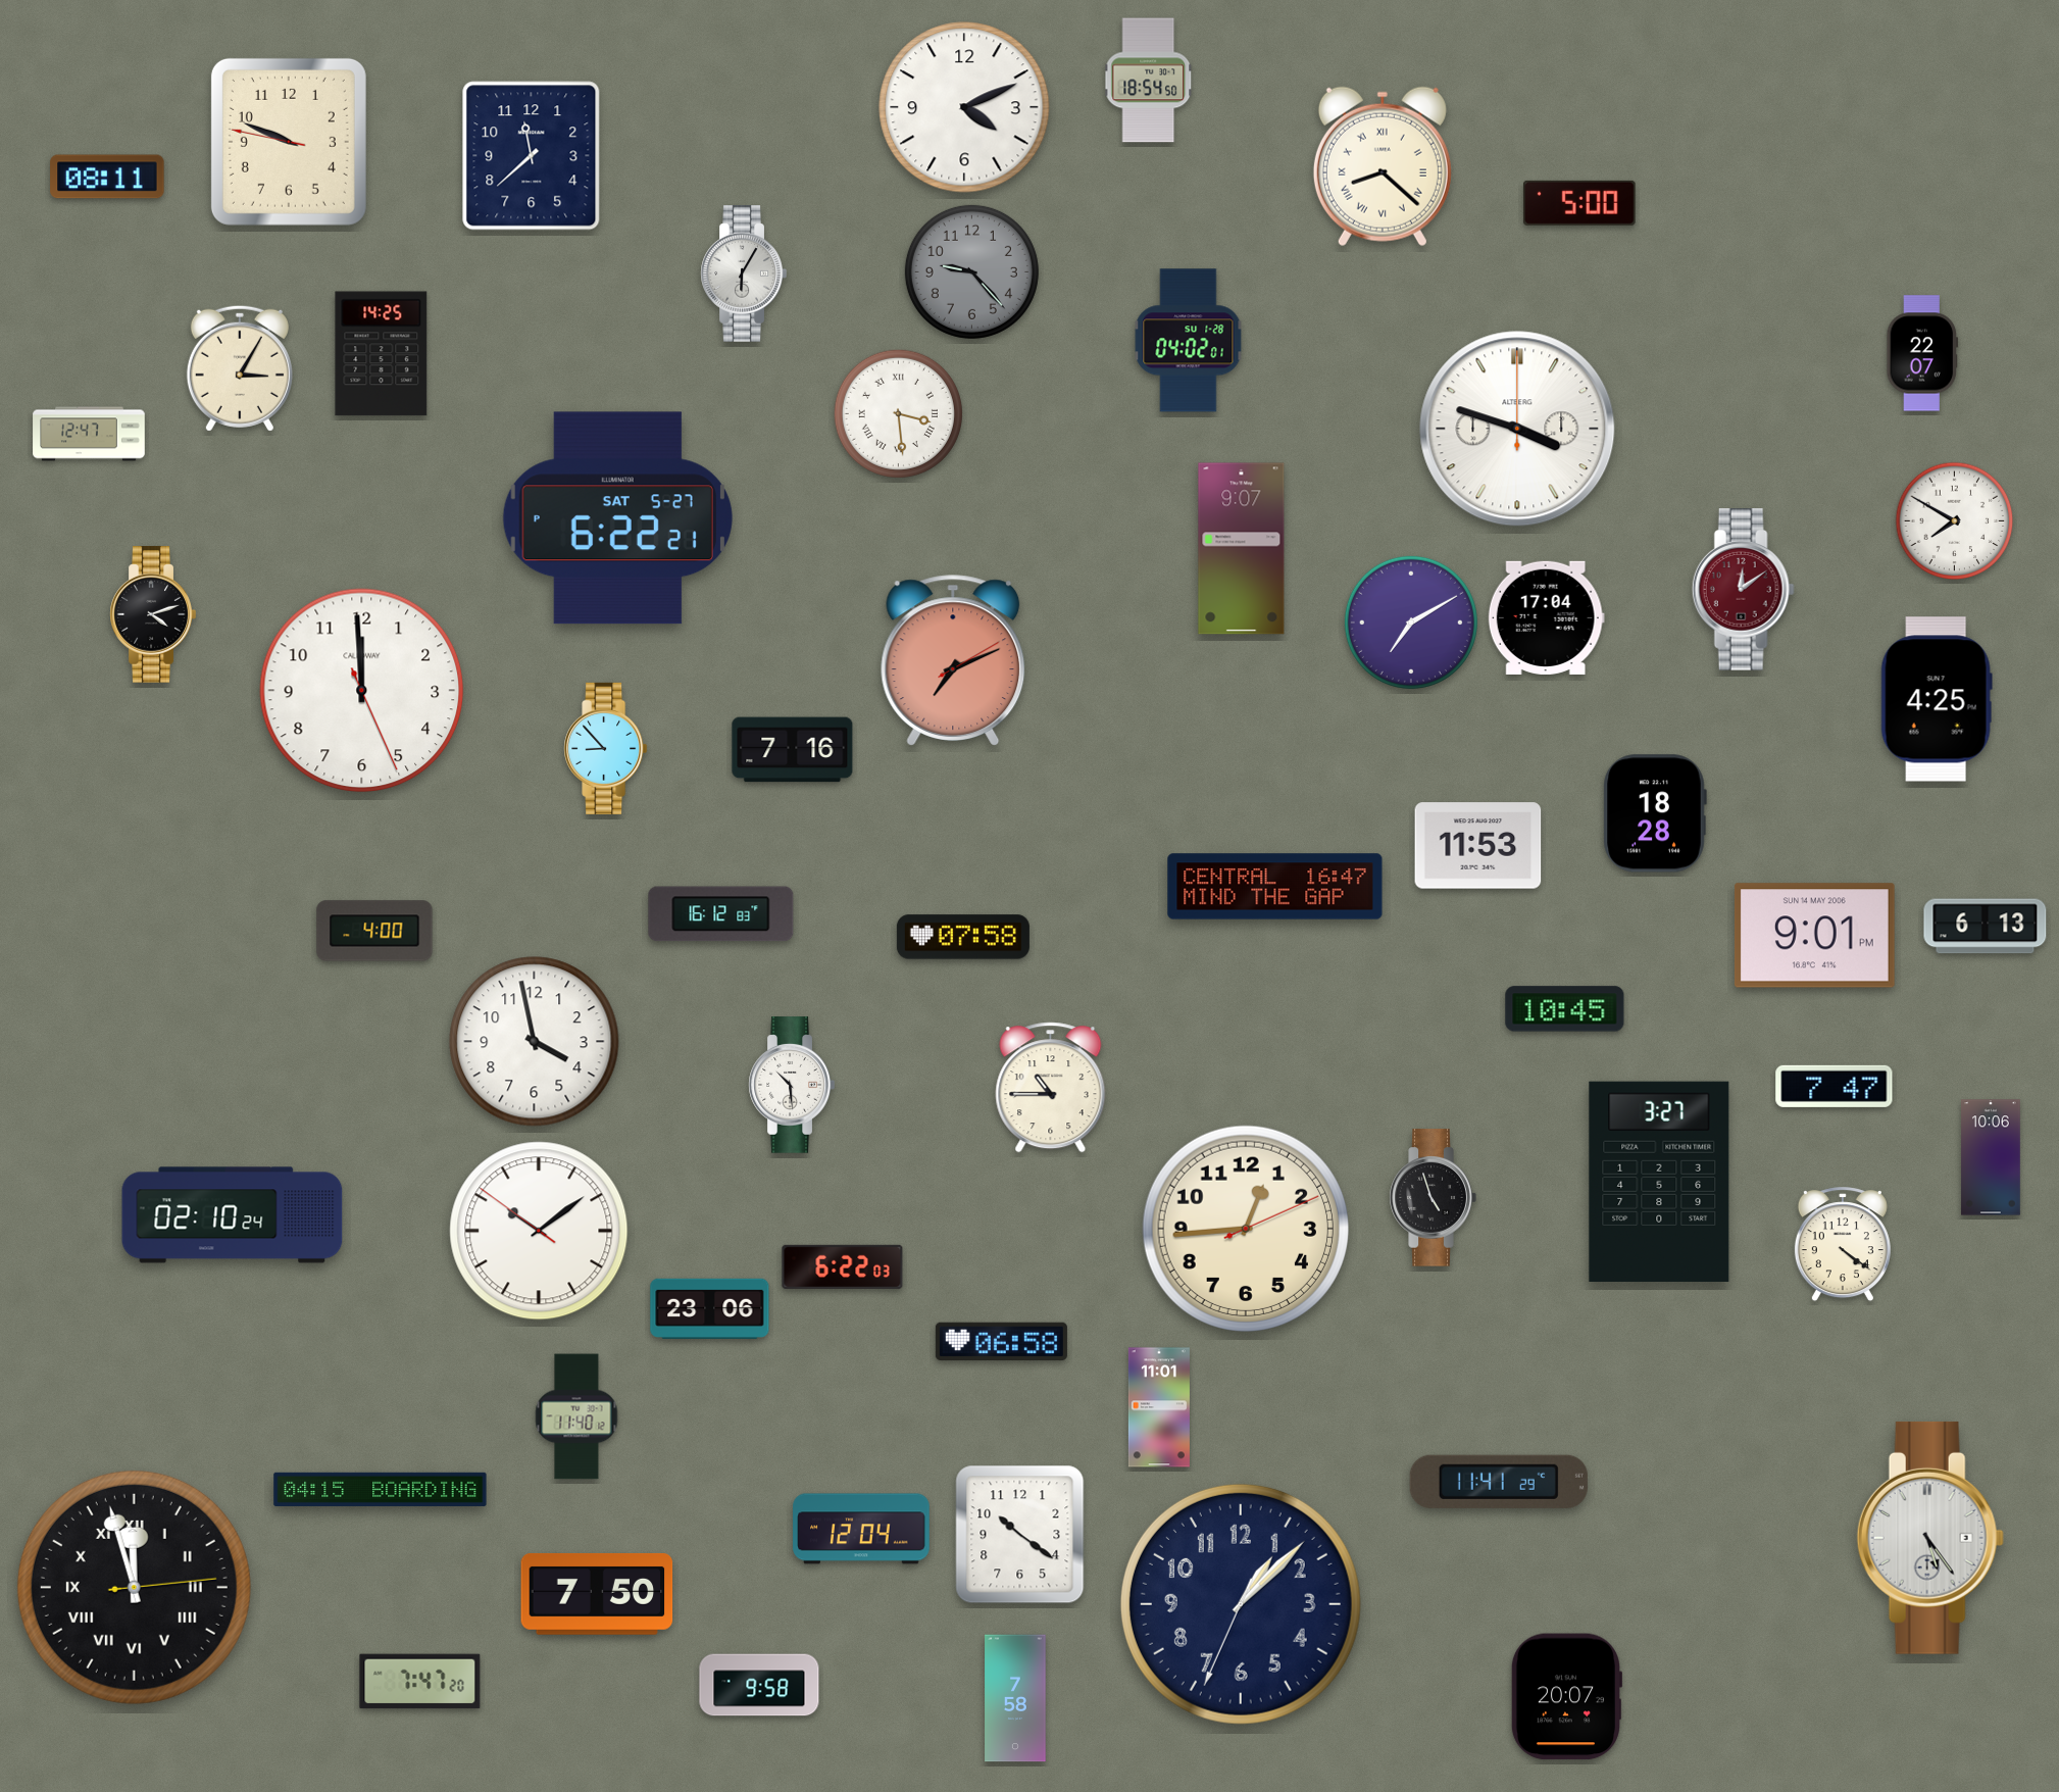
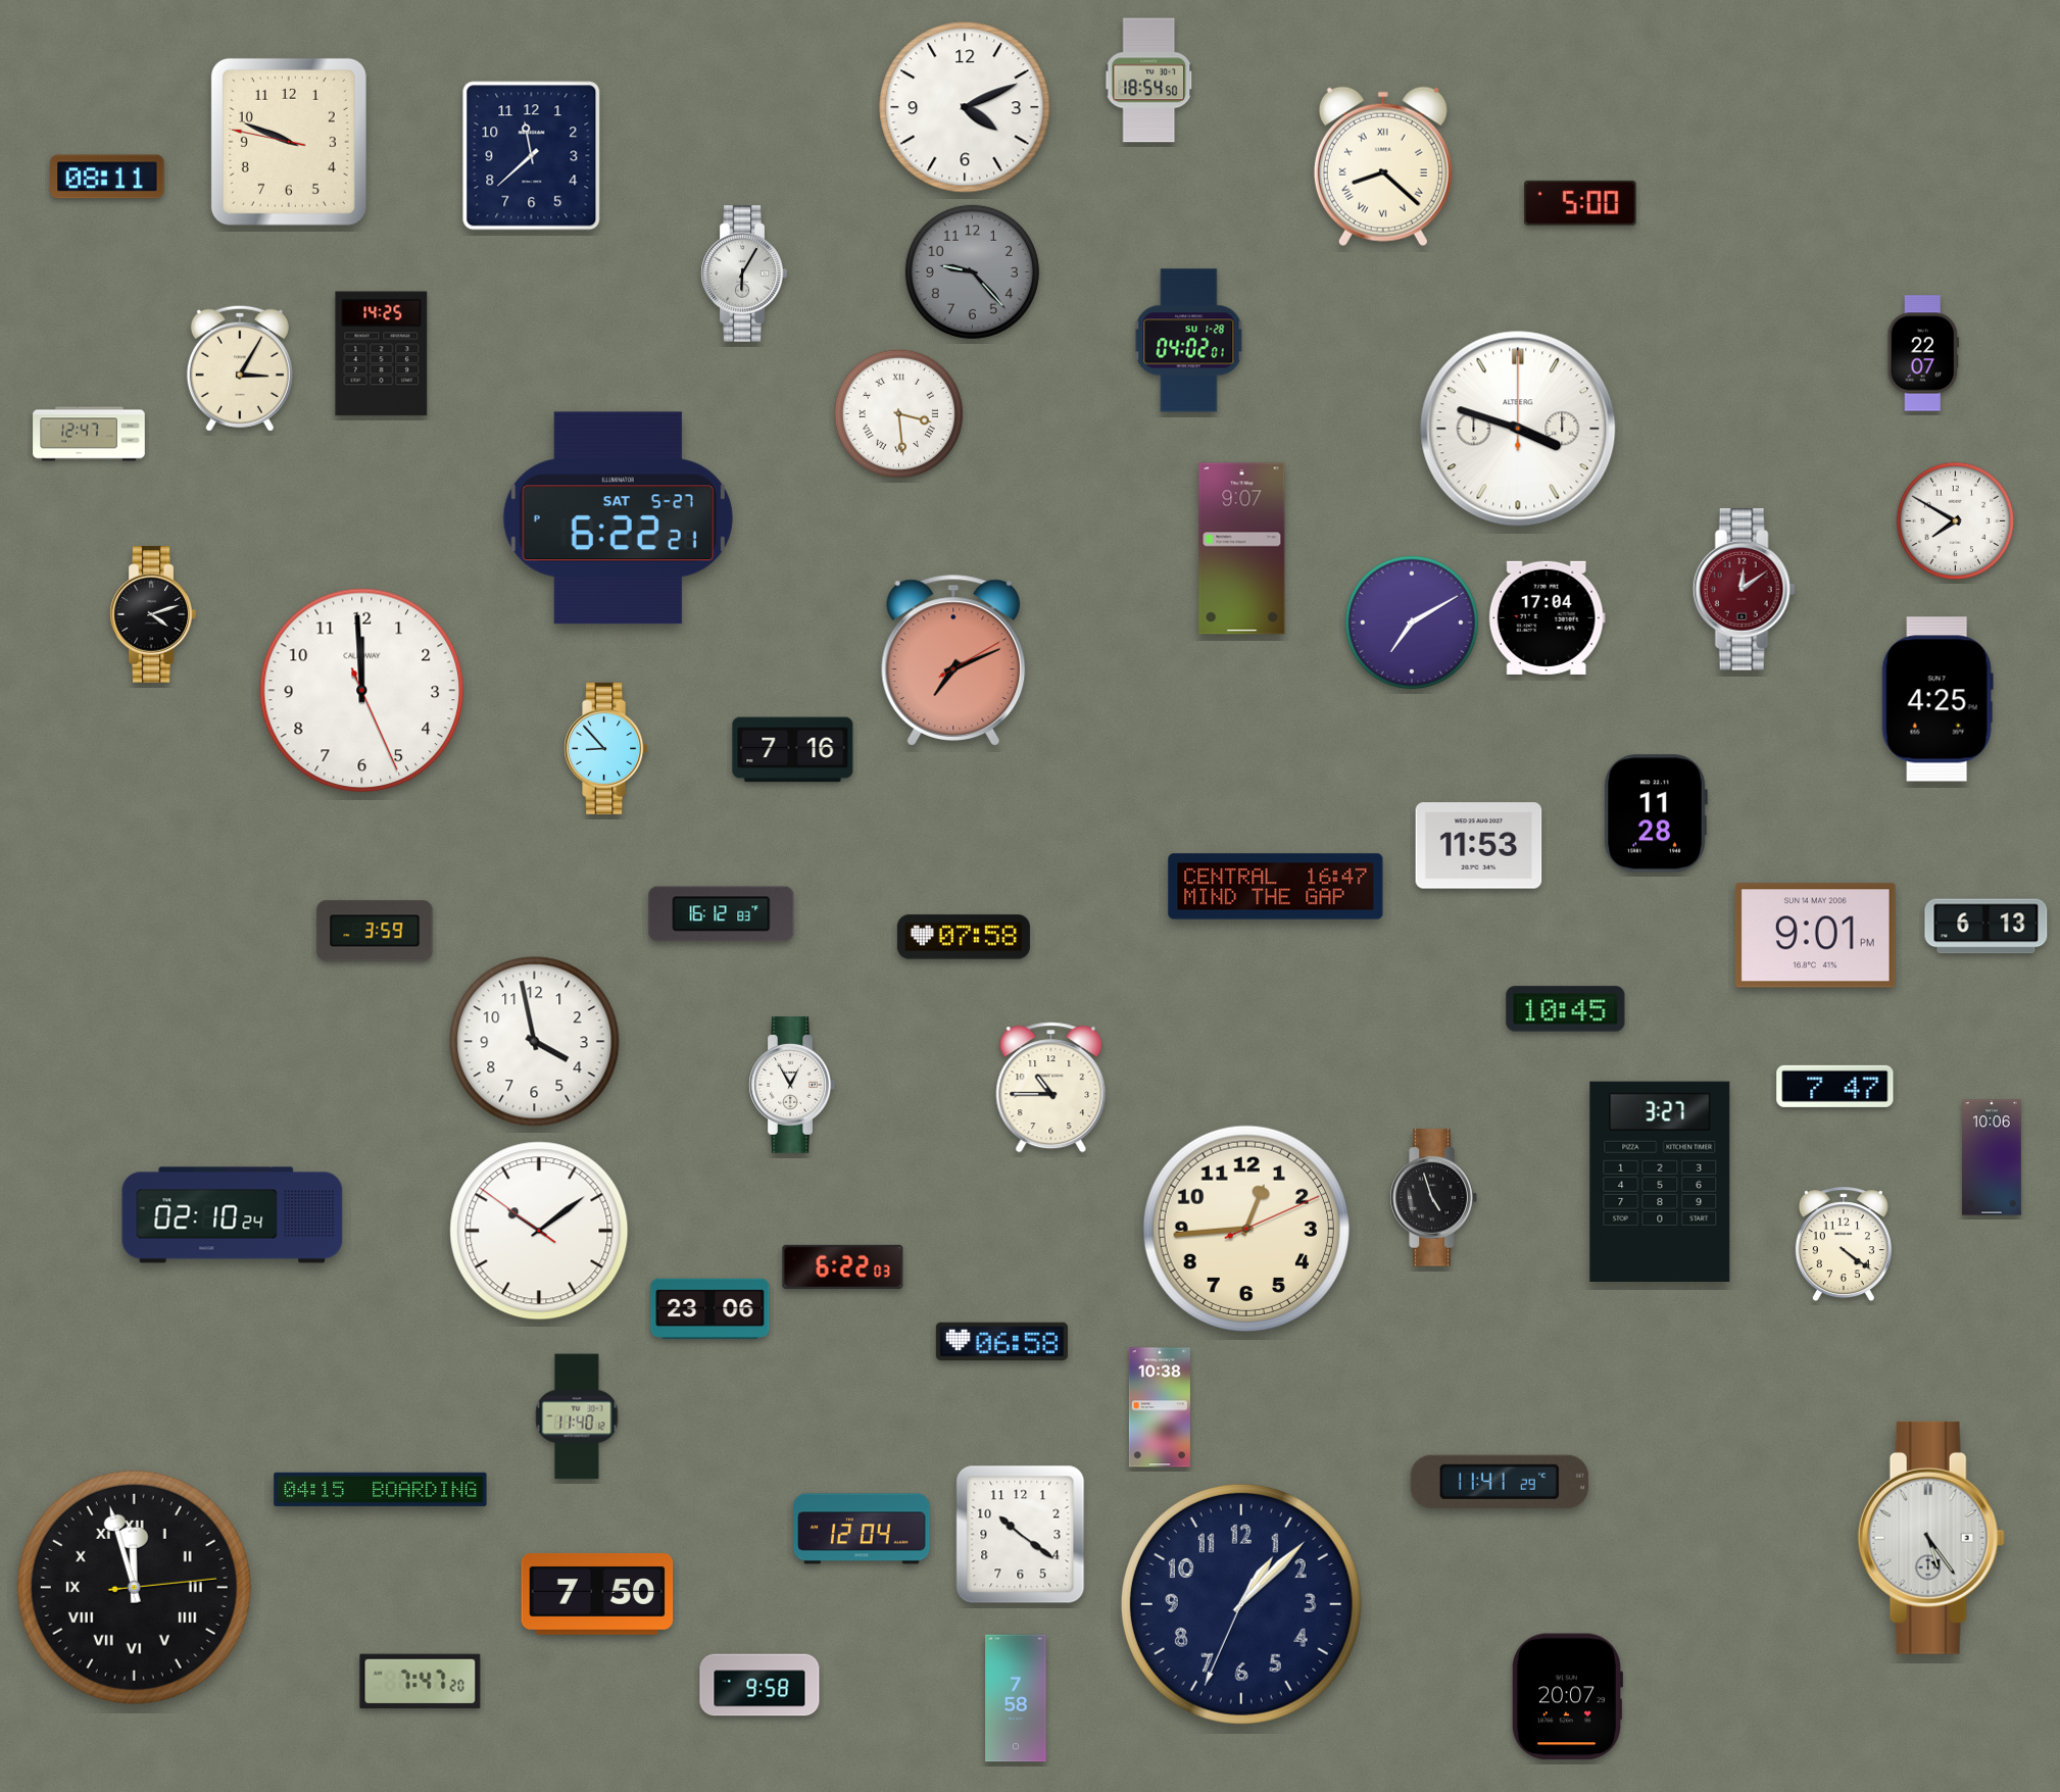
clock at (1655, 813): 18:28 -> 11:28
clock at (374, 931): 4:00 -> 3:59
clock at (792, 1085): 10:29 -> 12:55
clock at (1159, 1407): 11:01 -> 10:38
